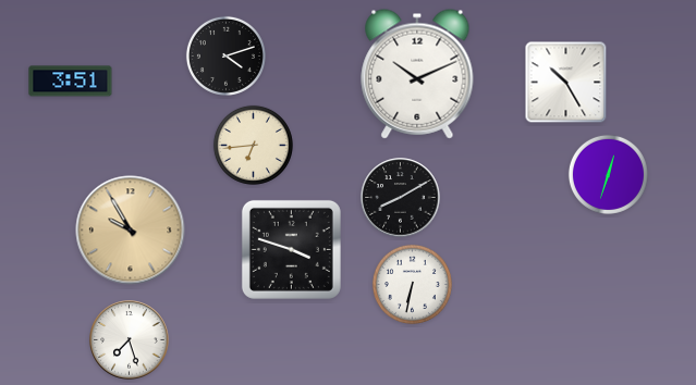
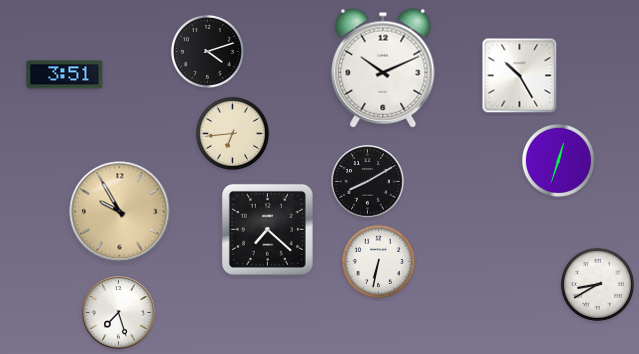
clock at (291, 249): 3:48 -> 7:22
clock at (597, 284): none -> 8:40
